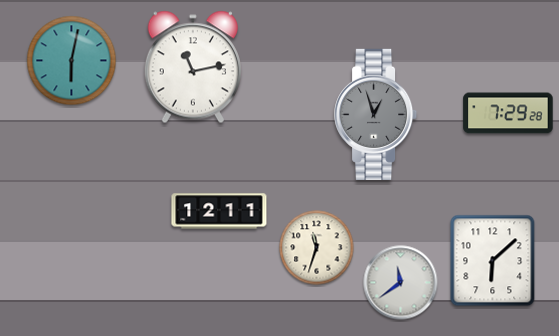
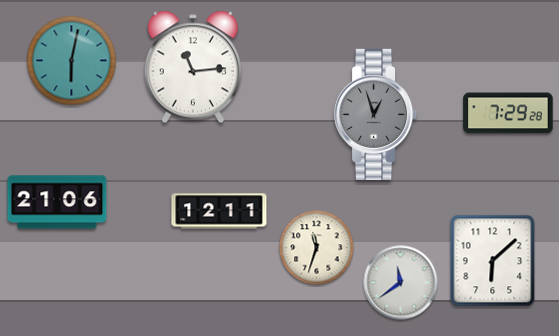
clock at (193, 67): 11:13 -> 11:14
clock at (57, 202): none -> 21:06
